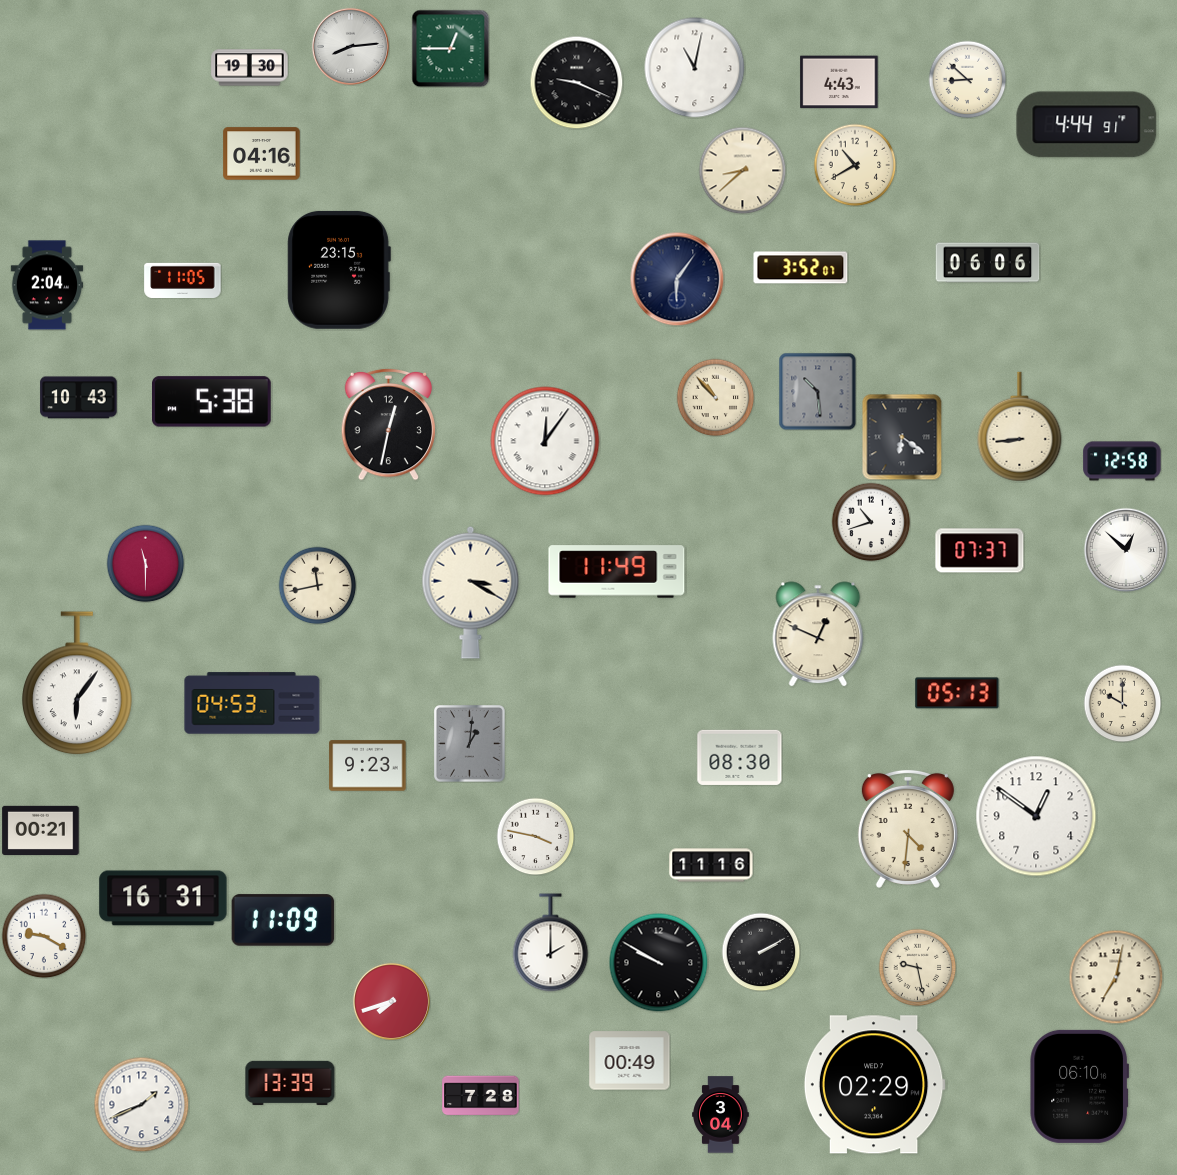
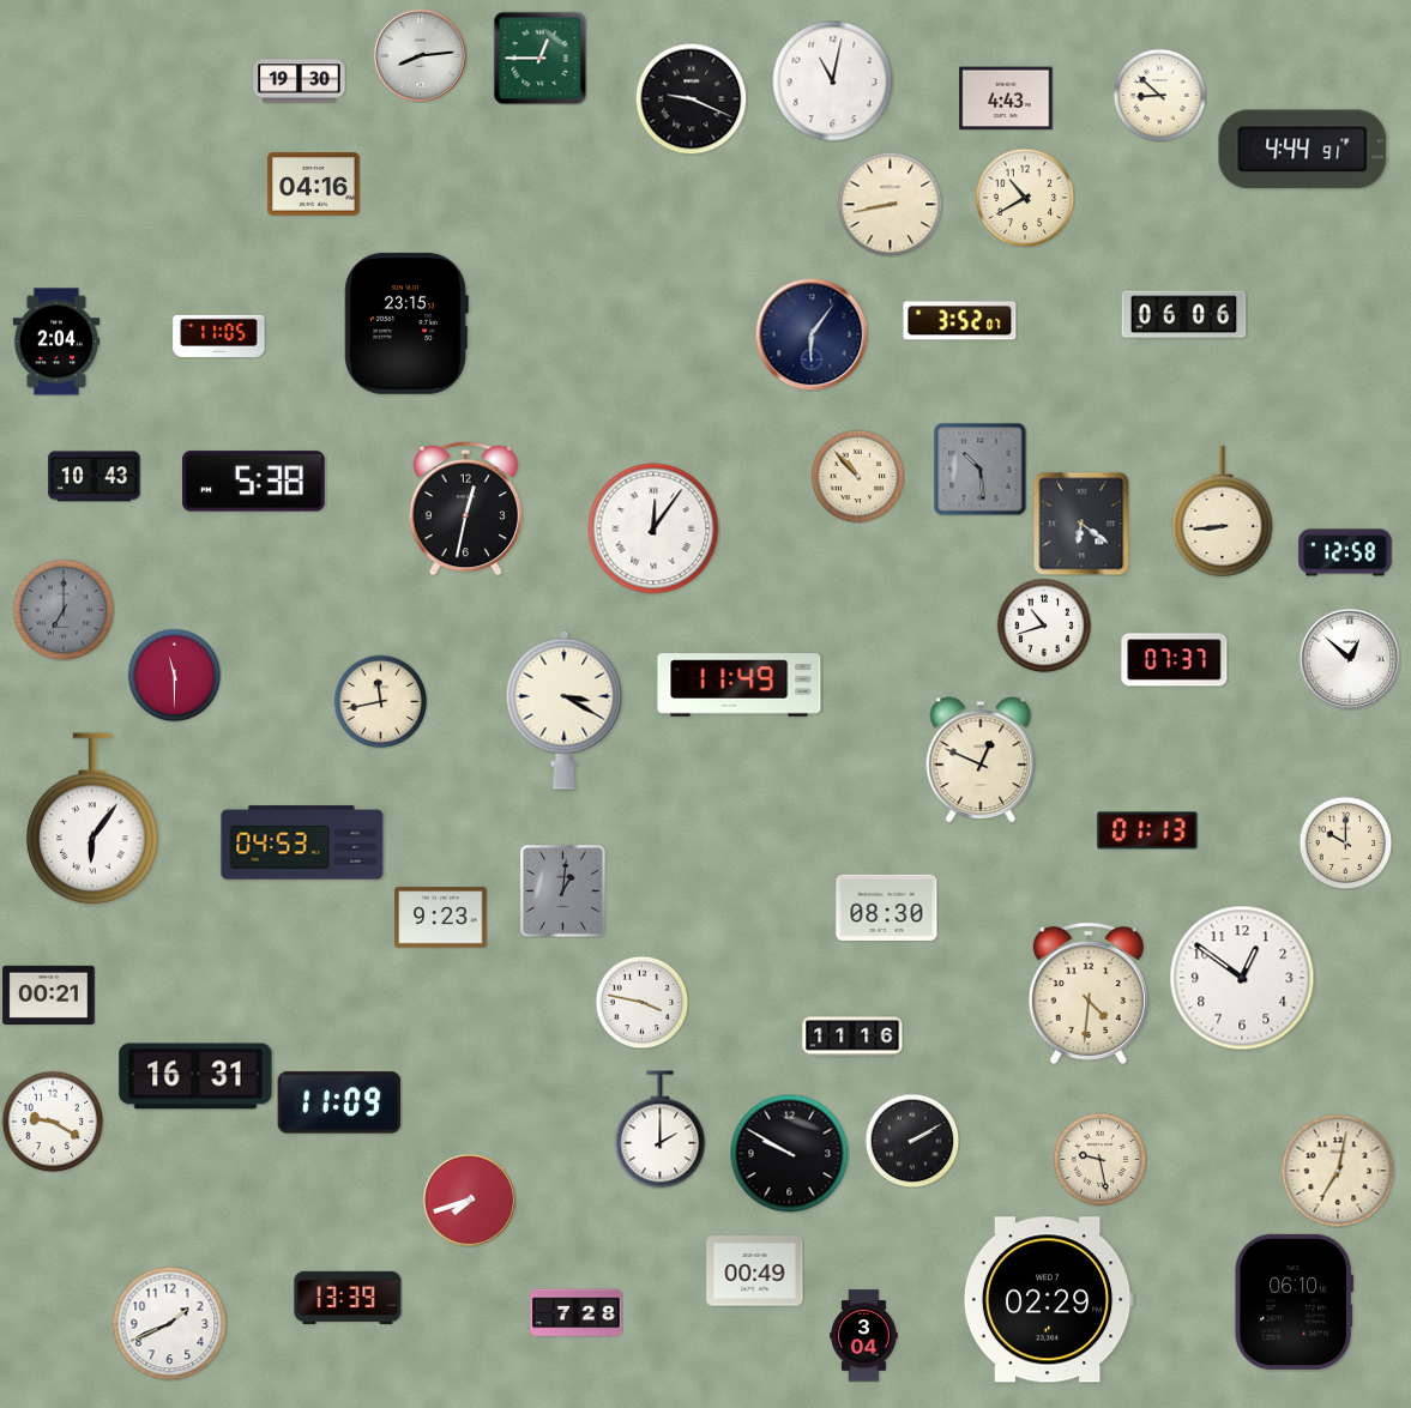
clock at (742, 170): 8:38 -> 8:43
clock at (64, 610): none -> 7:00
clock at (957, 693): 05:13 -> 01:13
